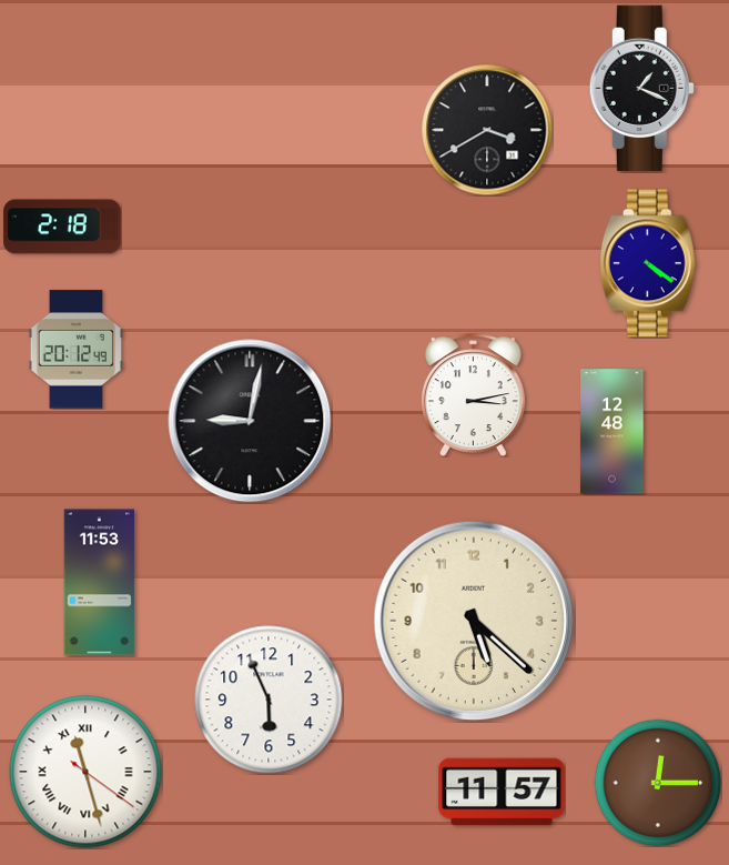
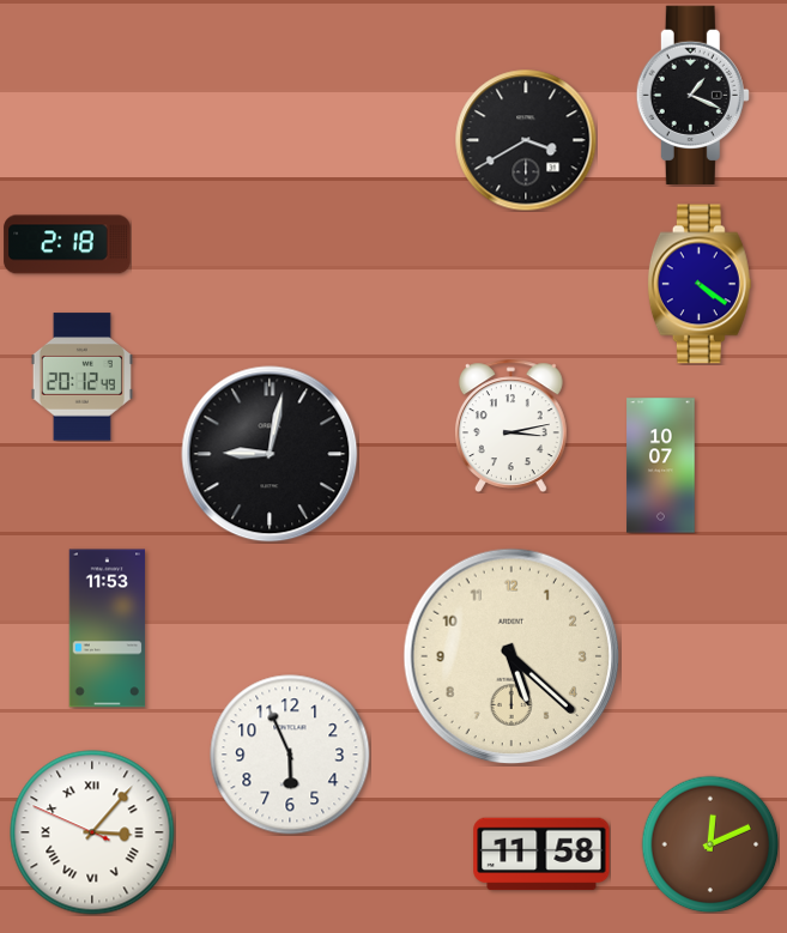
clock at (612, 432): 12:48 -> 10:07
clock at (474, 621) position: (474, 621) -> (511, 656)
clock at (85, 772): 11:27 -> 3:06
clock at (658, 783): 12:15 -> 12:11
clock at (502, 792): 11:57 -> 11:58
